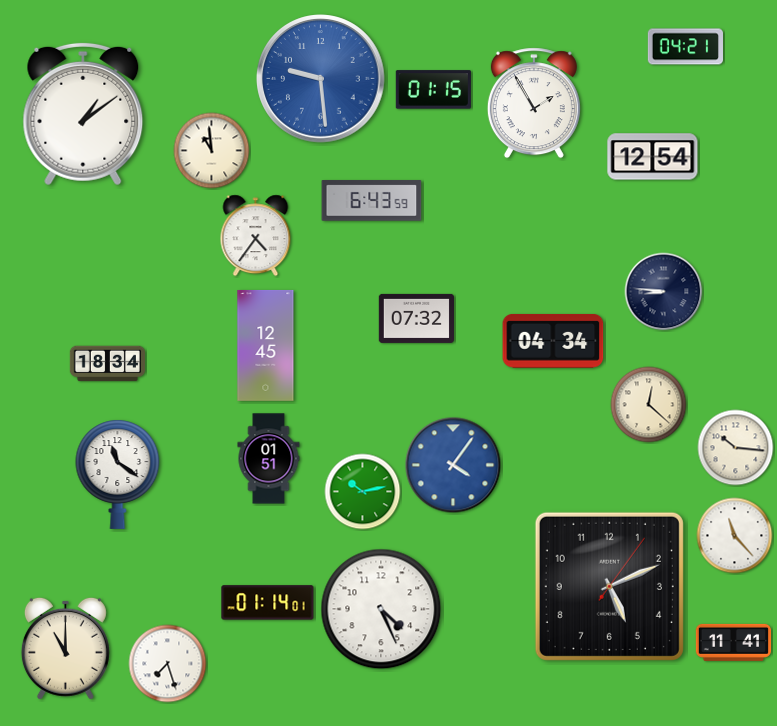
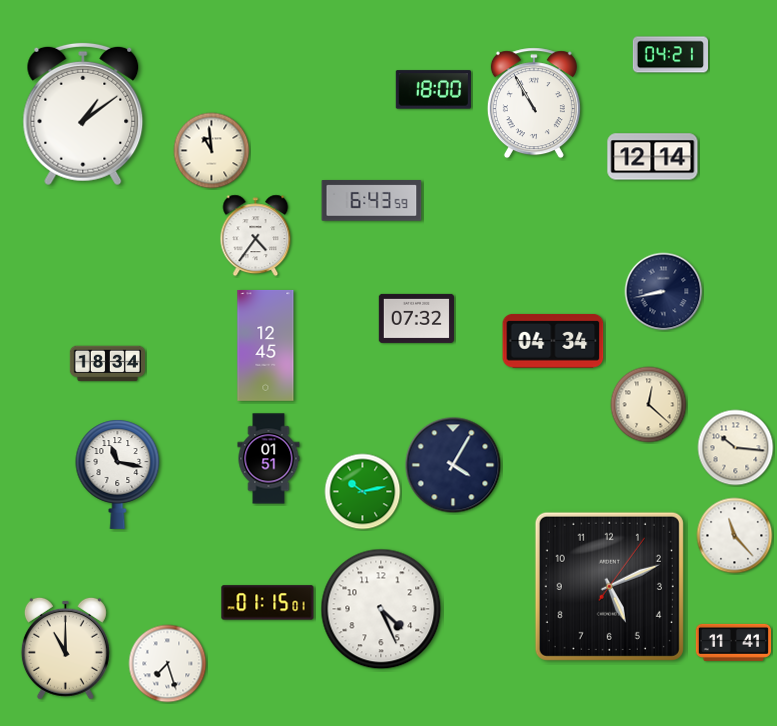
clock at (685, 47) position: (685, 47) -> (670, 55)
clock at (321, 79): 9:29 -> none
clock at (433, 90): 01:15 -> 18:00
clock at (534, 103): 1:55 -> 10:55
clock at (653, 157): 12:54 -> 12:14
clock at (664, 292): 8:46 -> 8:43
clock at (453, 465): 4:06 -> 4:05
clock at (453, 465) dial: blue -> navy
clock at (118, 474): 11:21 -> 11:17
clock at (268, 603): 01:14 -> 01:15
